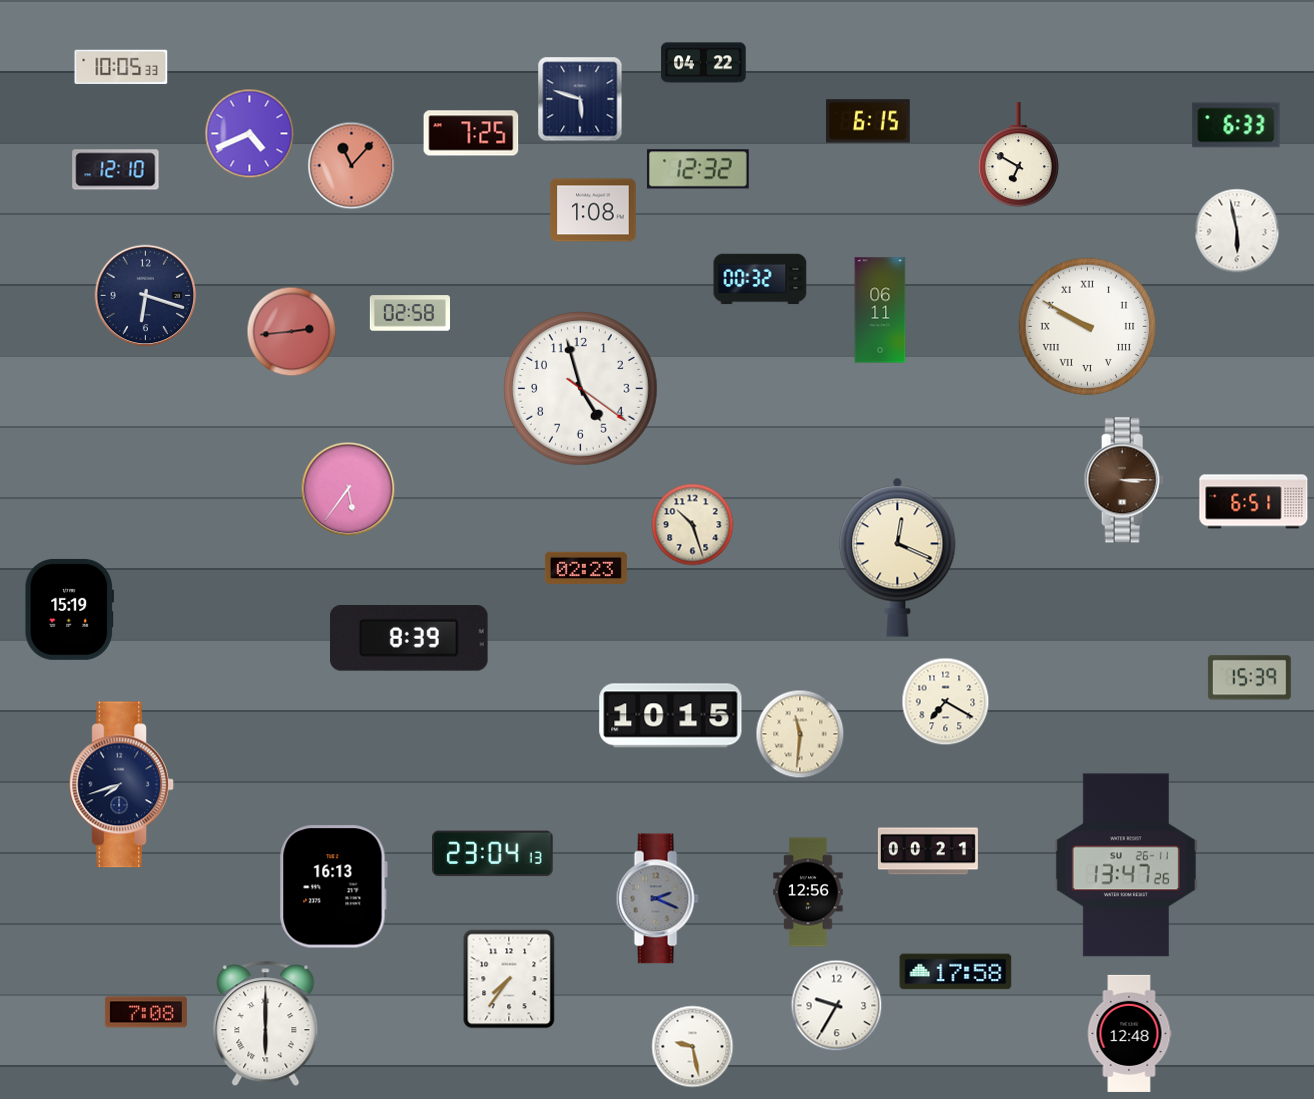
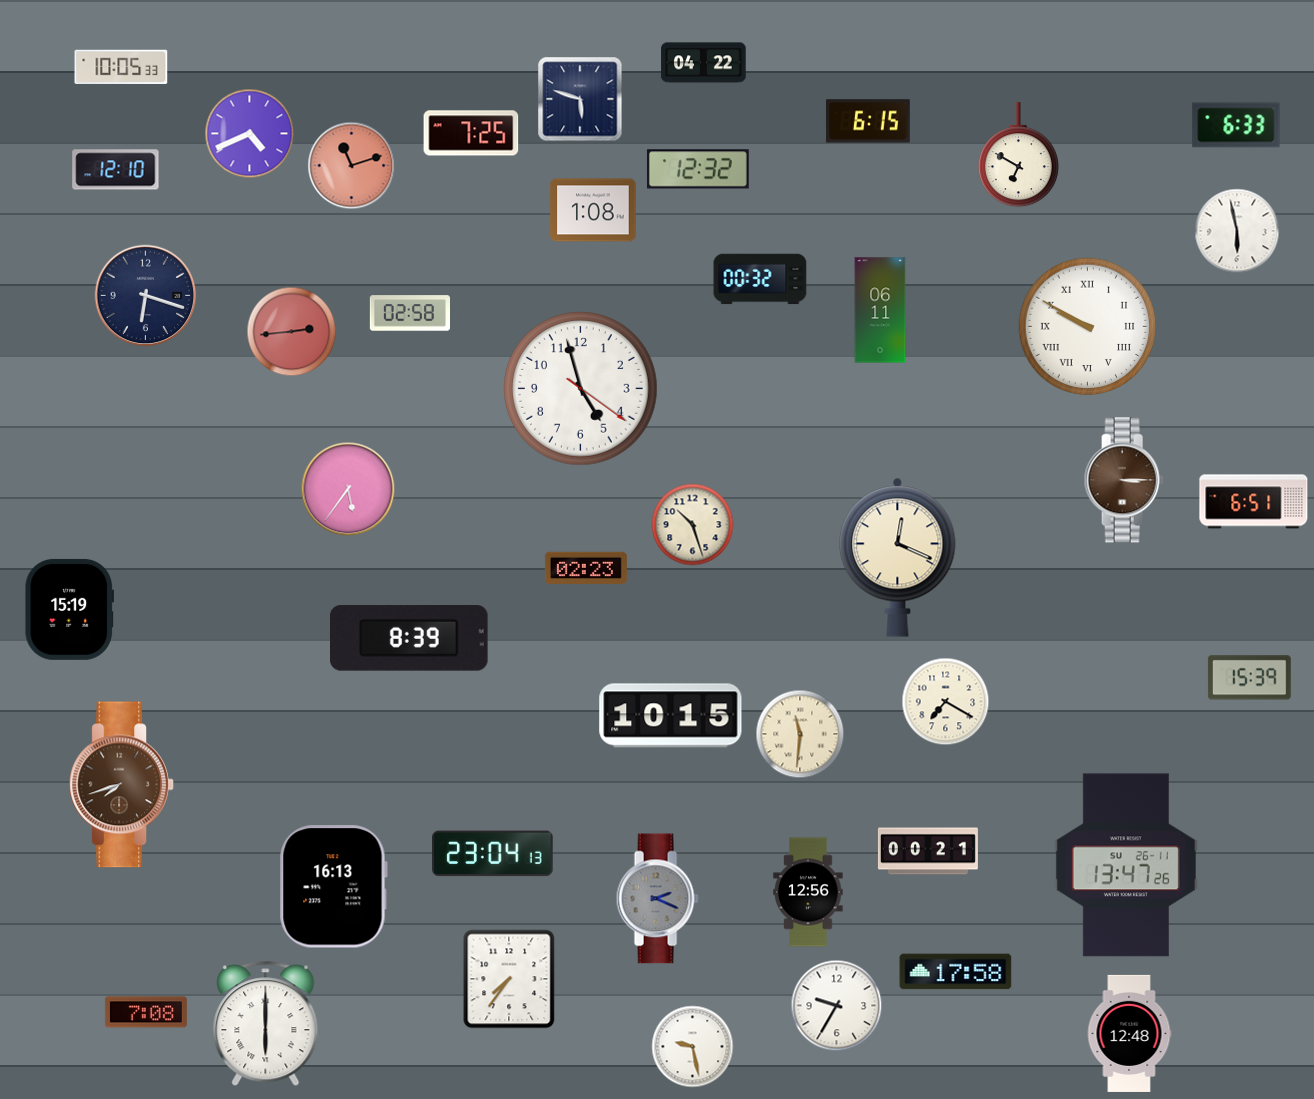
clock at (352, 166): 11:07 -> 11:12
clock at (122, 785) dial: navy -> brown
